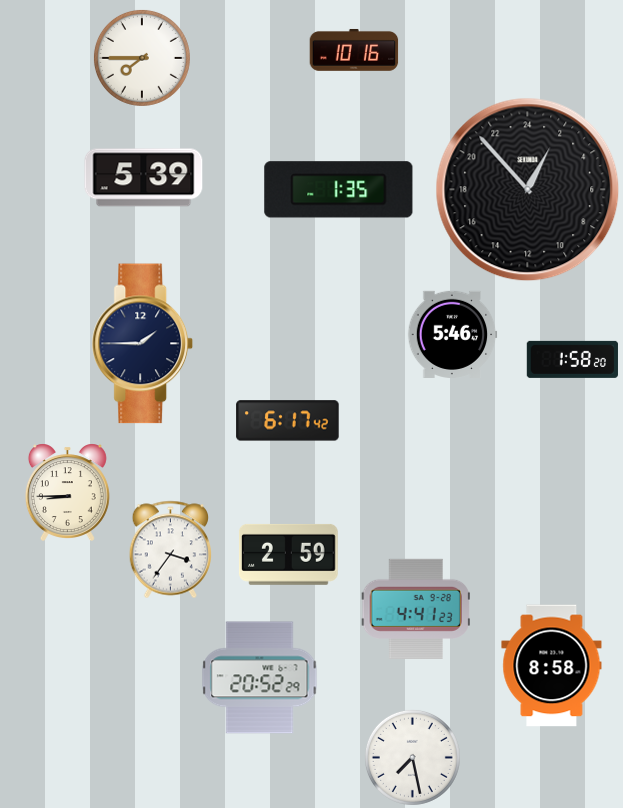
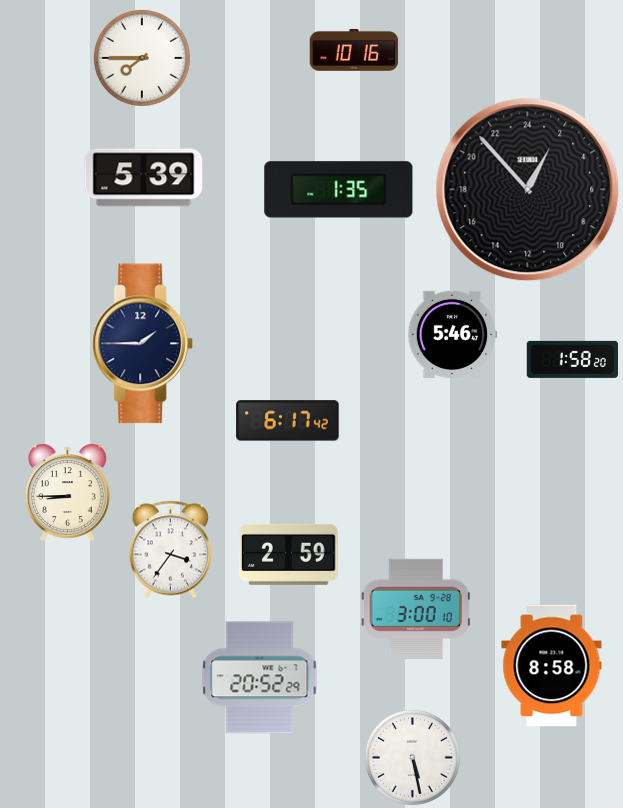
clock at (416, 609): 4:41 -> 3:00
clock at (412, 757): 7:28 -> 5:28
